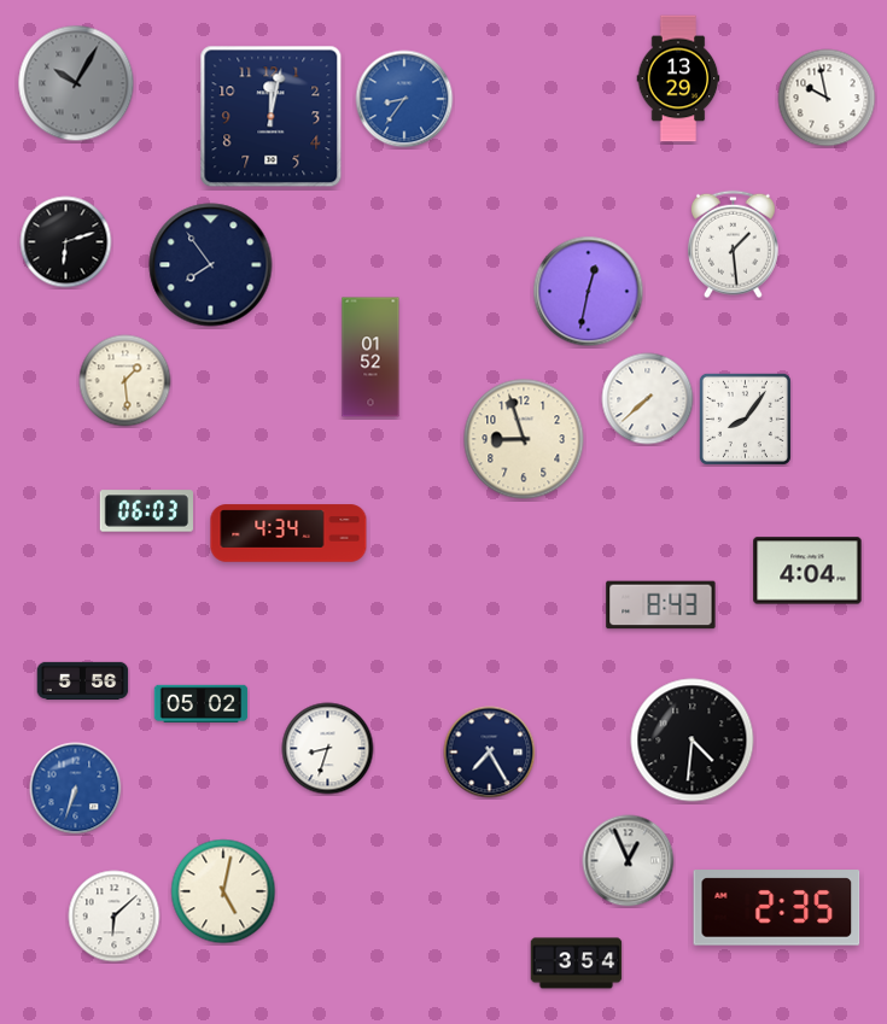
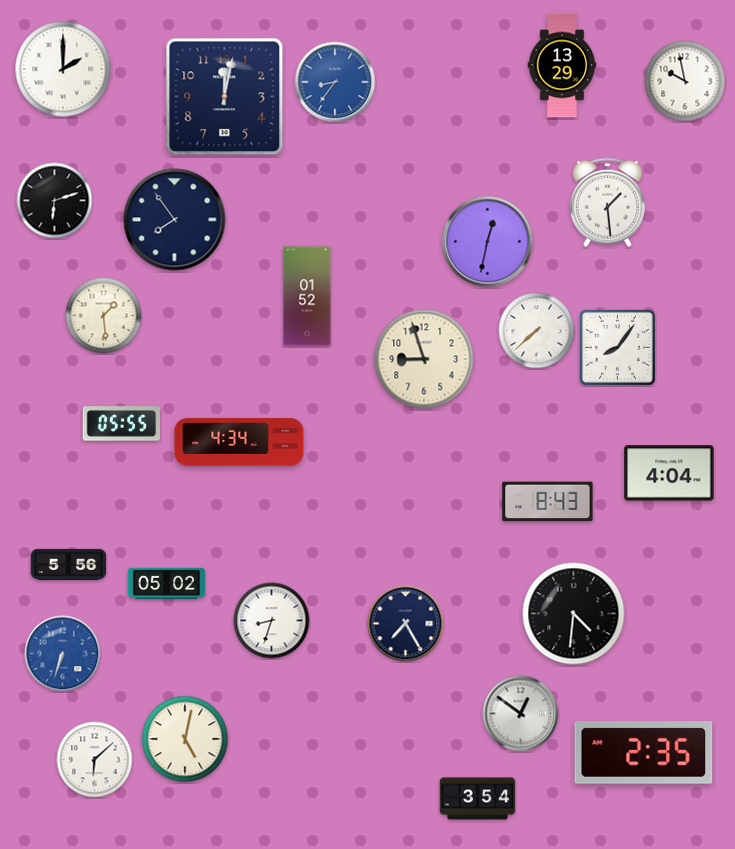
clock at (76, 83): 10:05 -> 2:00
clock at (76, 83) dial: grey -> white
clock at (524, 439) position: (524, 439) -> (424, 359)
clock at (147, 511): 06:03 -> 05:55
clock at (629, 861): 12:56 -> 12:51
